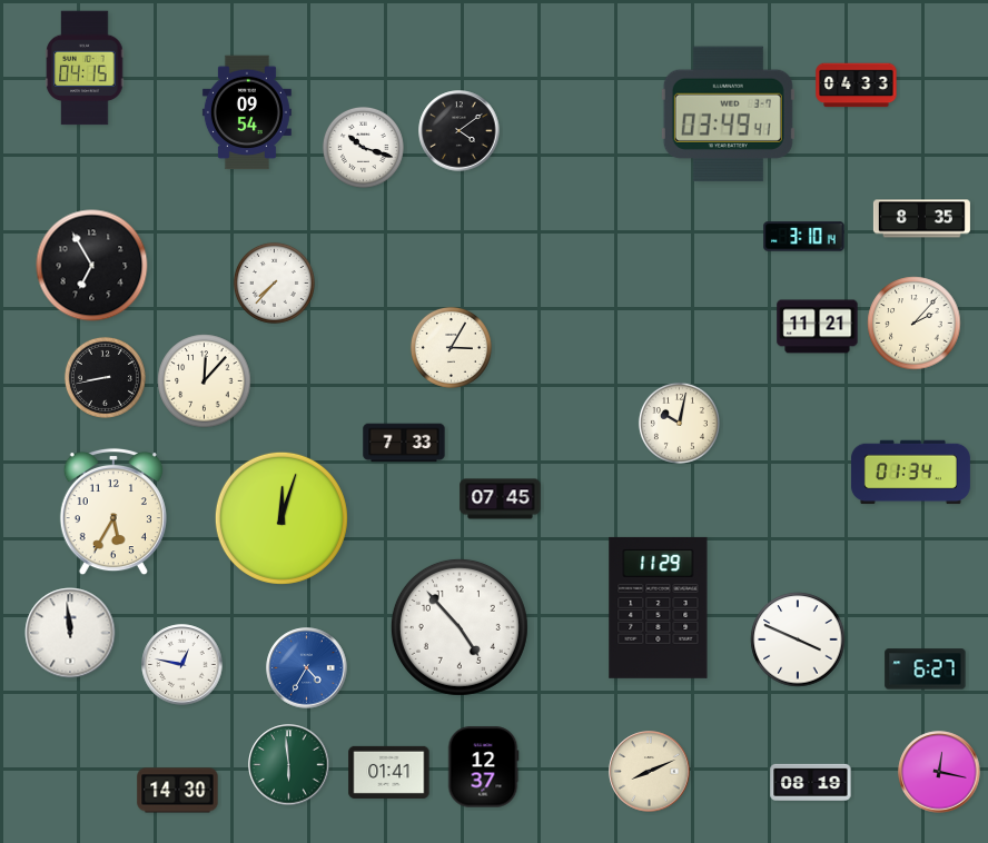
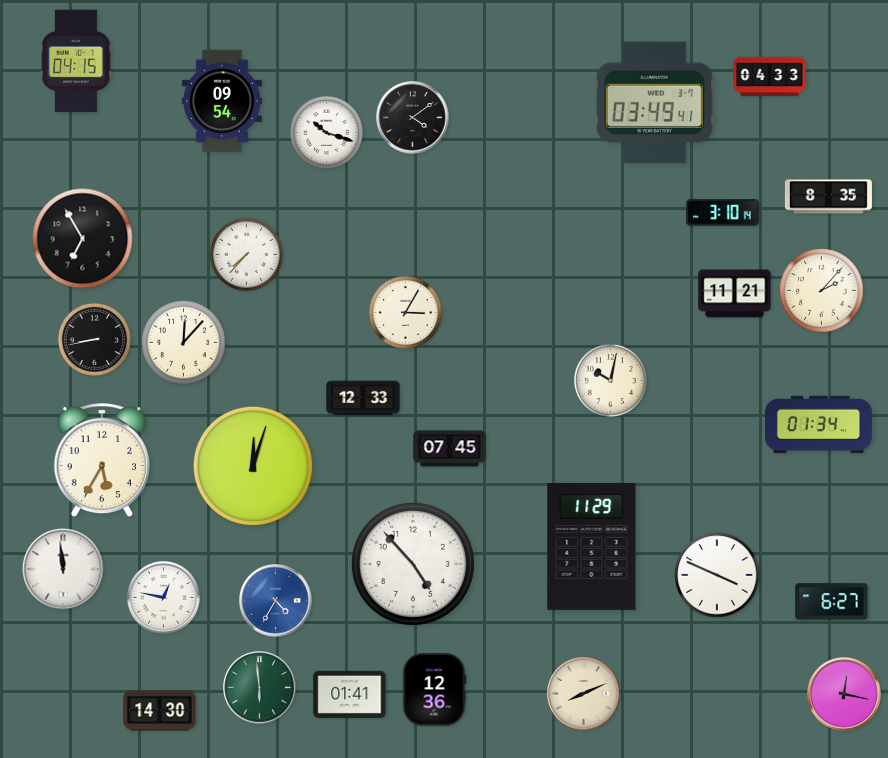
clock at (404, 443): 7:33 -> 12:33
clock at (483, 767): 12:37 -> 12:36
clock at (811, 782): 08:19 -> none
